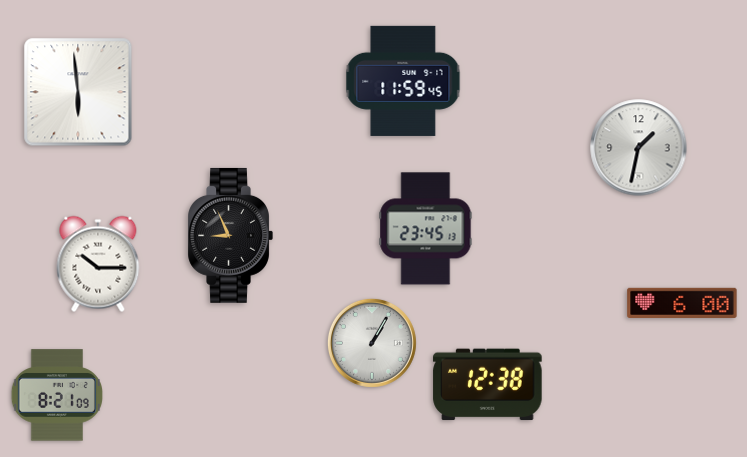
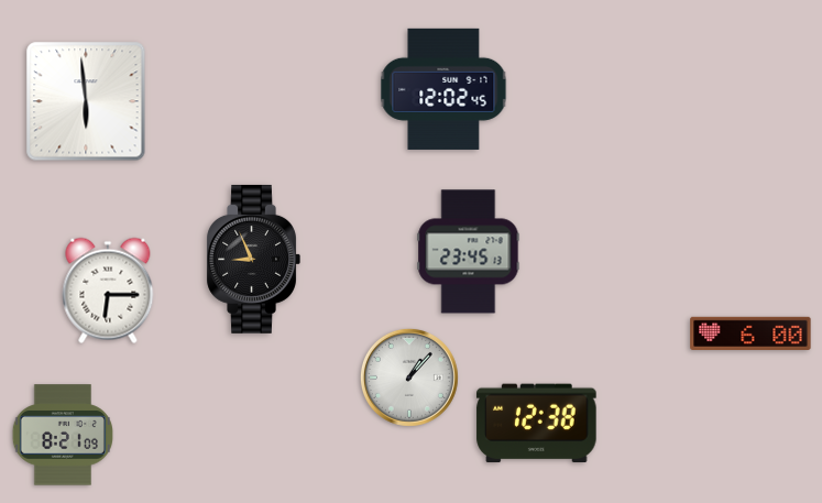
clock at (403, 81): 11:59 -> 12:02
clock at (639, 148): 1:32 -> none
clock at (98, 264): 10:15 -> 6:15
clock at (372, 343): 1:05 -> 1:07
